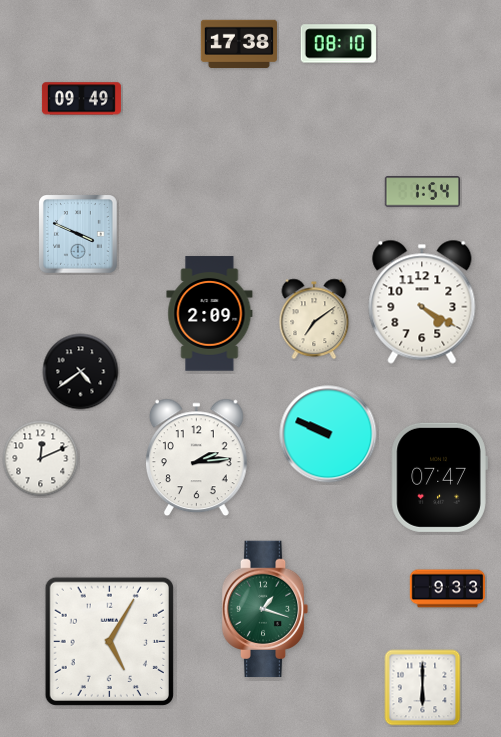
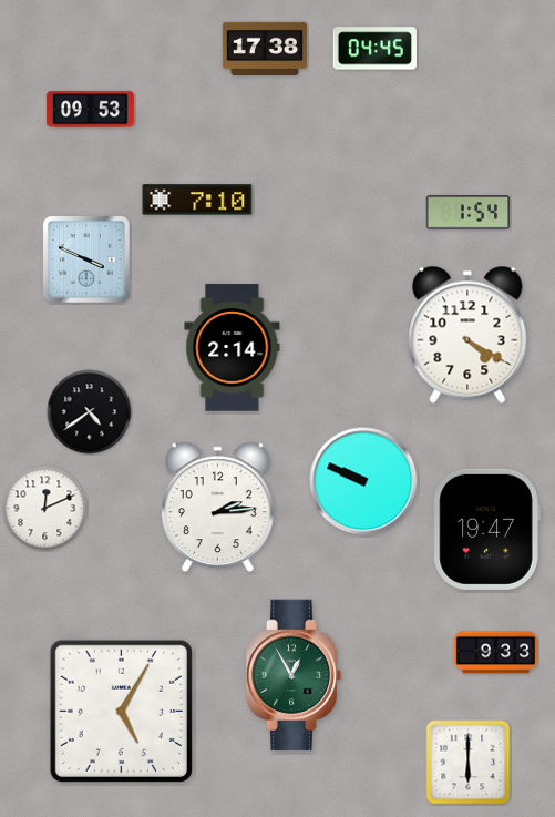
clock at (338, 44): 08:10 -> 04:45
clock at (81, 99): 09:49 -> 09:53
clock at (197, 200): none -> 7:10
clock at (210, 314): 2:09 -> 2:14
clock at (314, 319): 7:09 -> none
clock at (439, 477): 07:47 -> 19:47
clock at (265, 609): 1:18 -> 12:55
